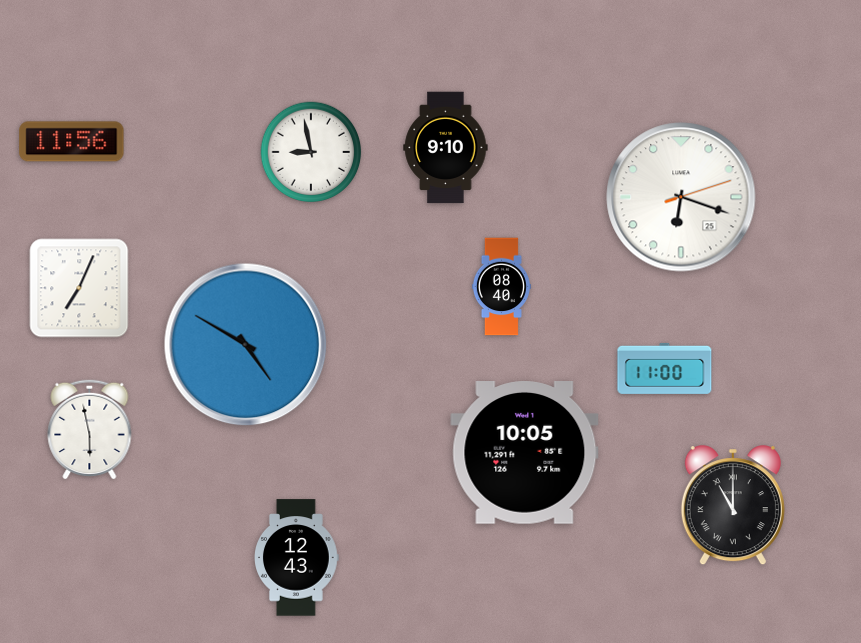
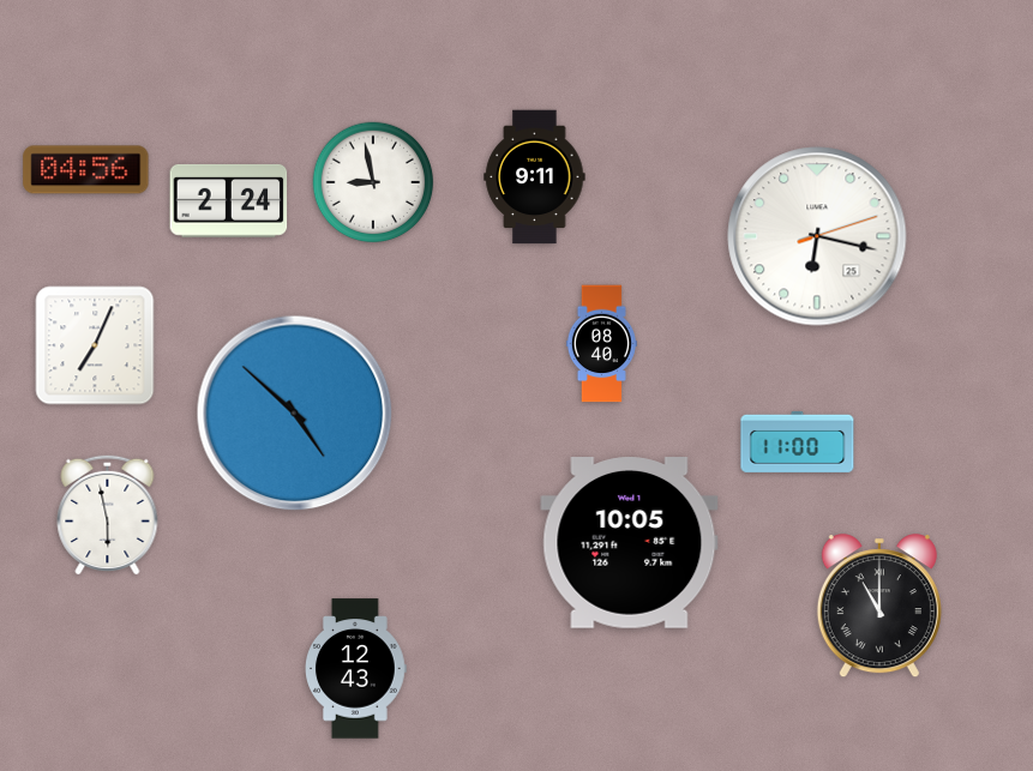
clock at (72, 142): 11:56 -> 04:56
clock at (446, 148): 9:10 -> 9:11
clock at (229, 200): none -> 2:24
clock at (681, 197): 6:18 -> 6:17
clock at (246, 345): 4:50 -> 4:52
